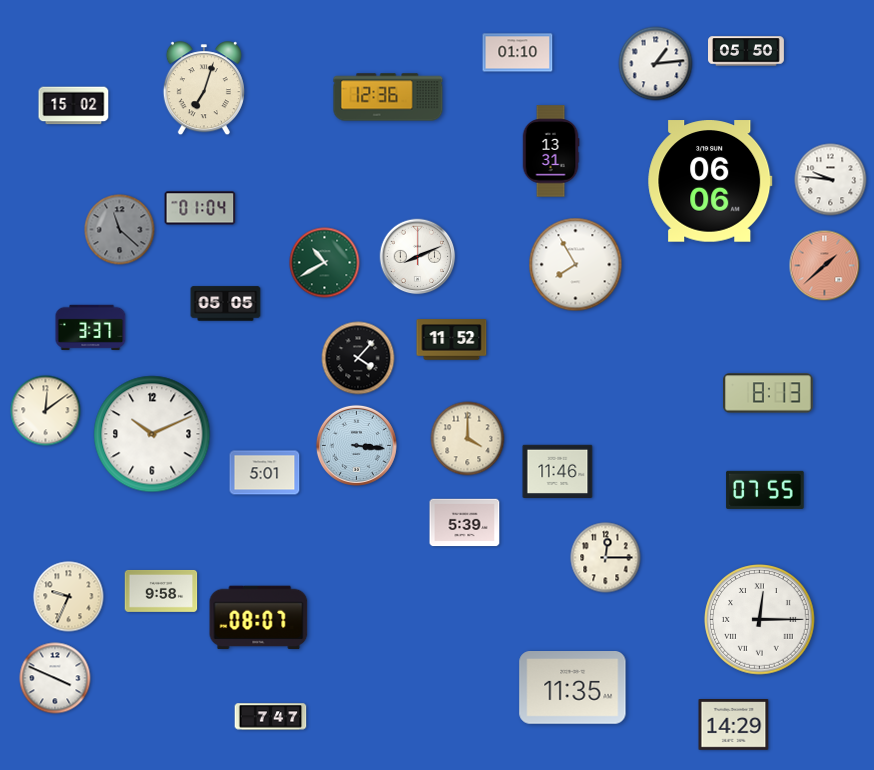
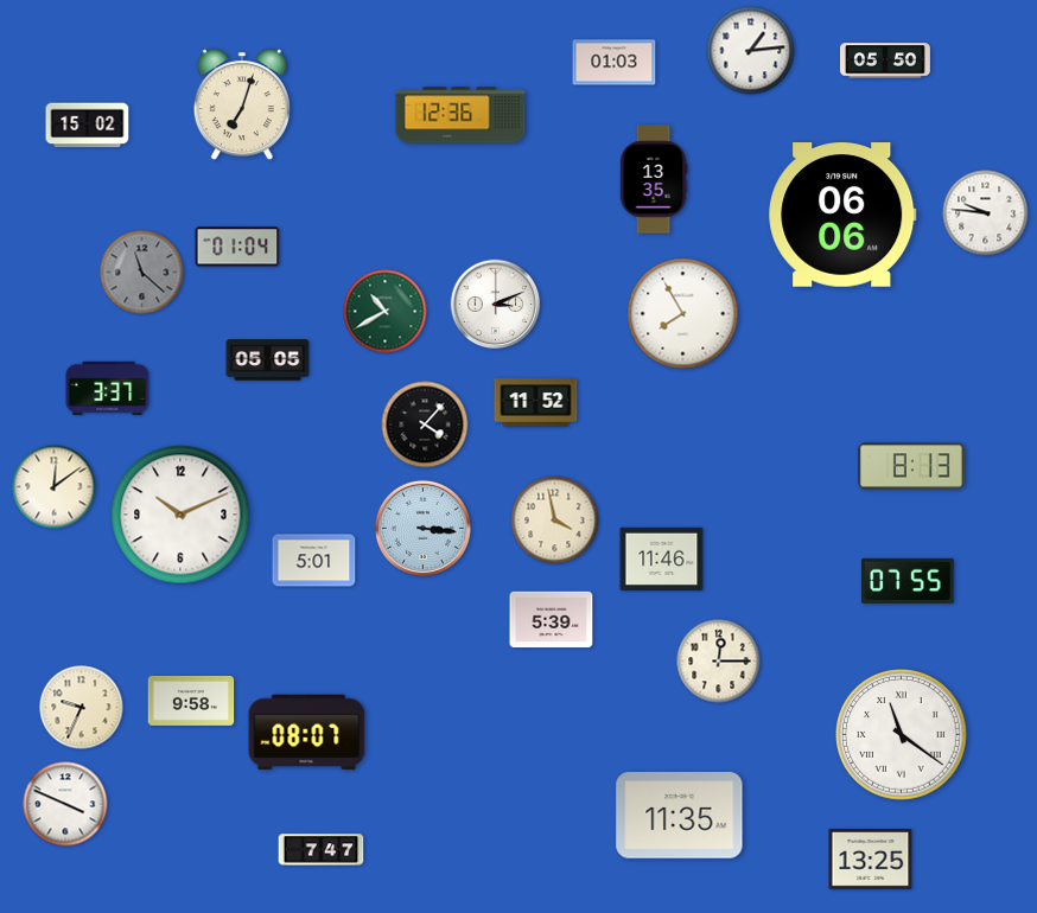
clock at (518, 53): 01:10 -> 01:03
clock at (656, 64) position: (656, 64) -> (751, 51)
clock at (551, 151): 13:31 -> 13:35
clock at (418, 257): 8:11 -> 3:11
clock at (825, 266): 1:38 -> none
clock at (468, 439): 4:00 -> 3:58
clock at (760, 620): 12:15 -> 11:21
clock at (734, 725): 14:29 -> 13:25
